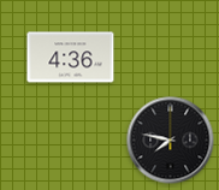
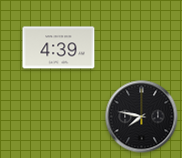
clock at (71, 58): 4:36 -> 4:39
